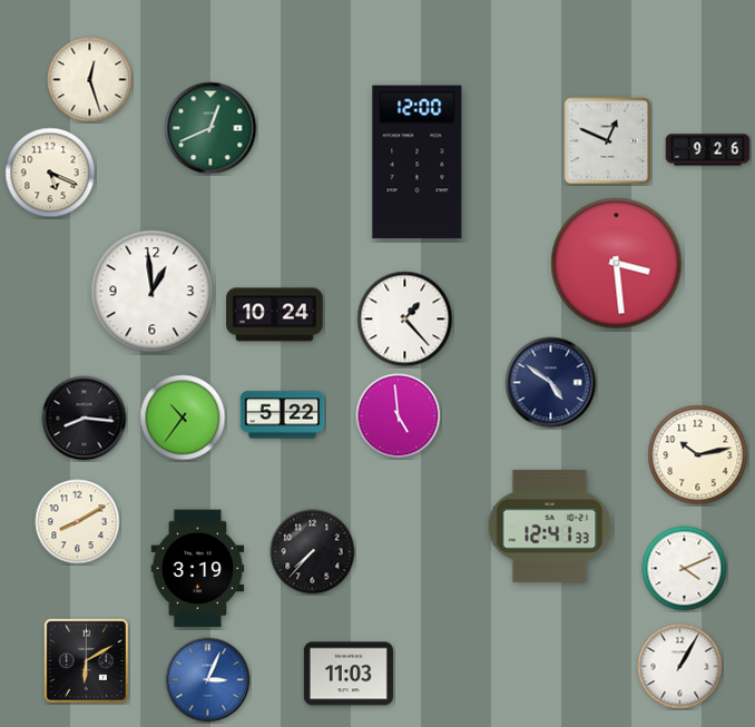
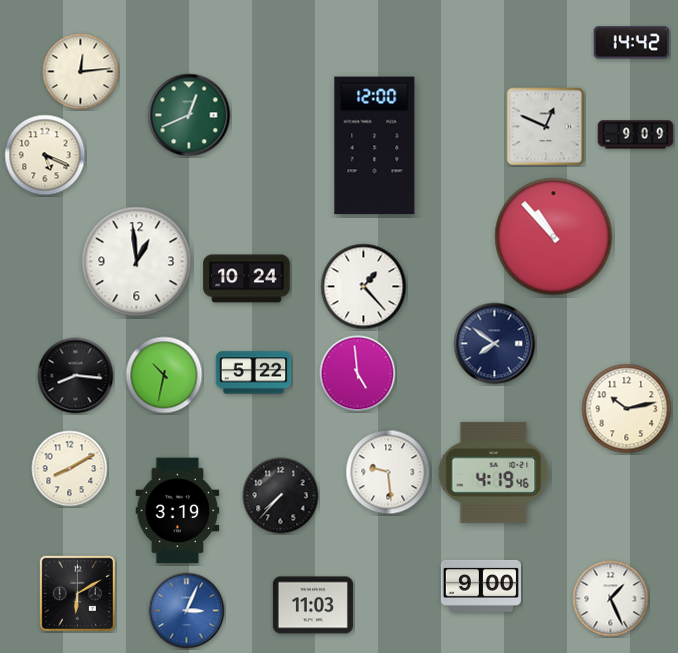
clock at (632, 43): none -> 14:42
clock at (90, 80): 12:27 -> 12:14
clock at (708, 150): 9:26 -> 9:09
clock at (617, 264): 3:29 -> 10:53
clock at (275, 315) position: (275, 315) -> (247, 279)
clock at (551, 383): 4:51 -> 7:51
clock at (183, 417): 10:36 -> 10:32
clock at (388, 472): none -> 9:29
clock at (550, 525): 12:41 -> 4:19
clock at (685, 569): 4:11 -> none
clock at (481, 586): none -> 9:00
clock at (680, 667): 1:05 -> 1:26
